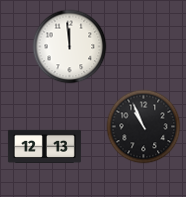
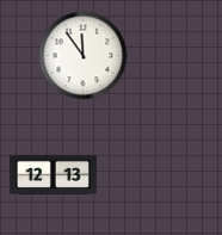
clock at (70, 47): 11:59 -> 11:54
clock at (144, 127): 10:56 -> none
